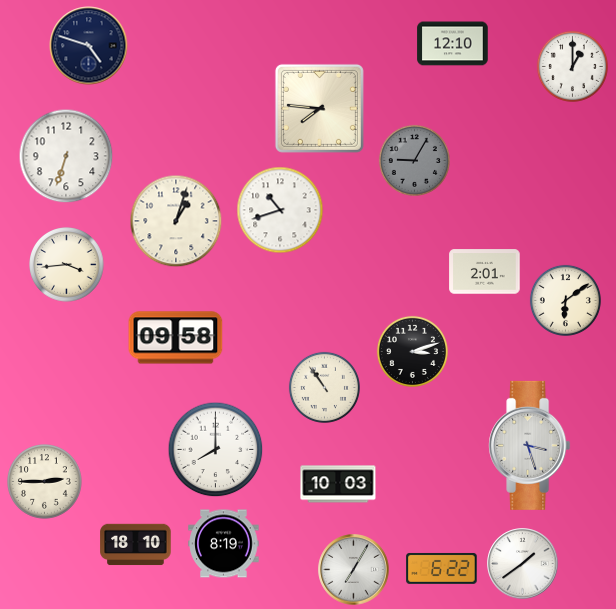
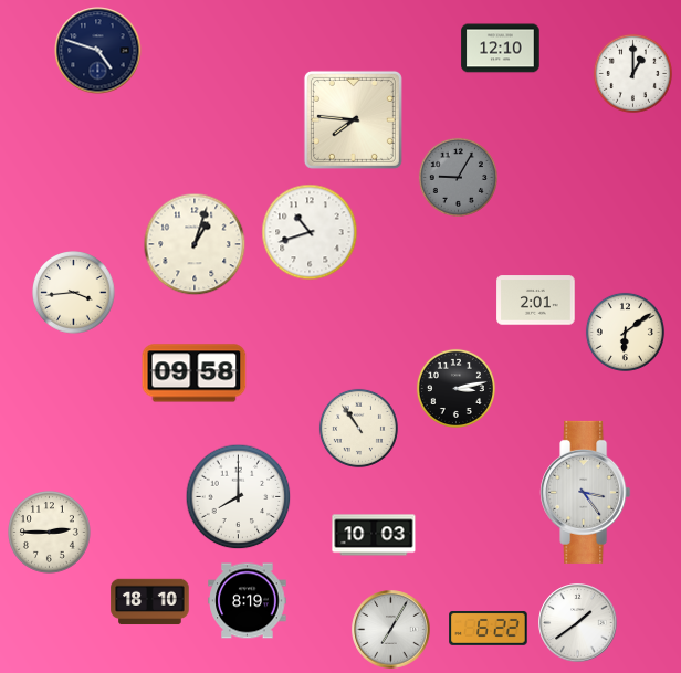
clock at (66, 156): 6:33 -> none
clock at (412, 351): 3:12 -> 3:13
clock at (530, 445): 3:27 -> 3:24
